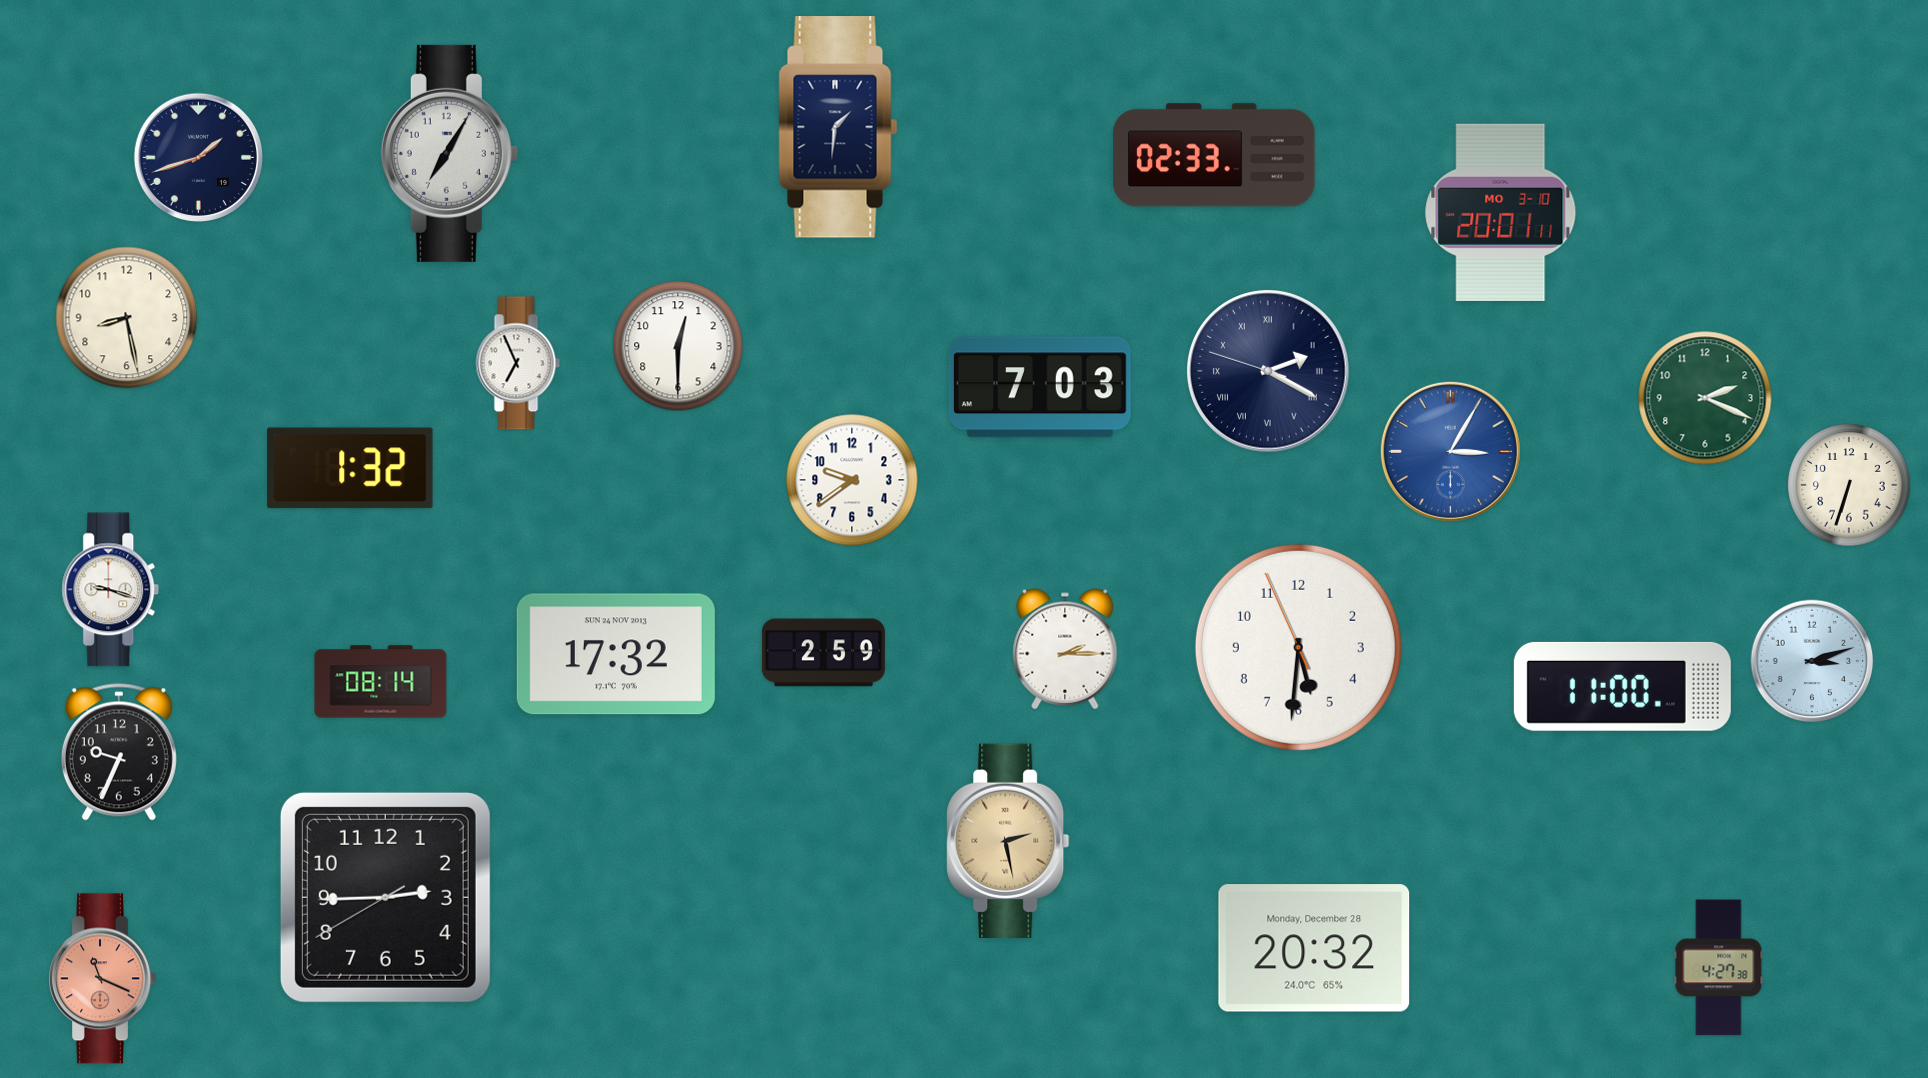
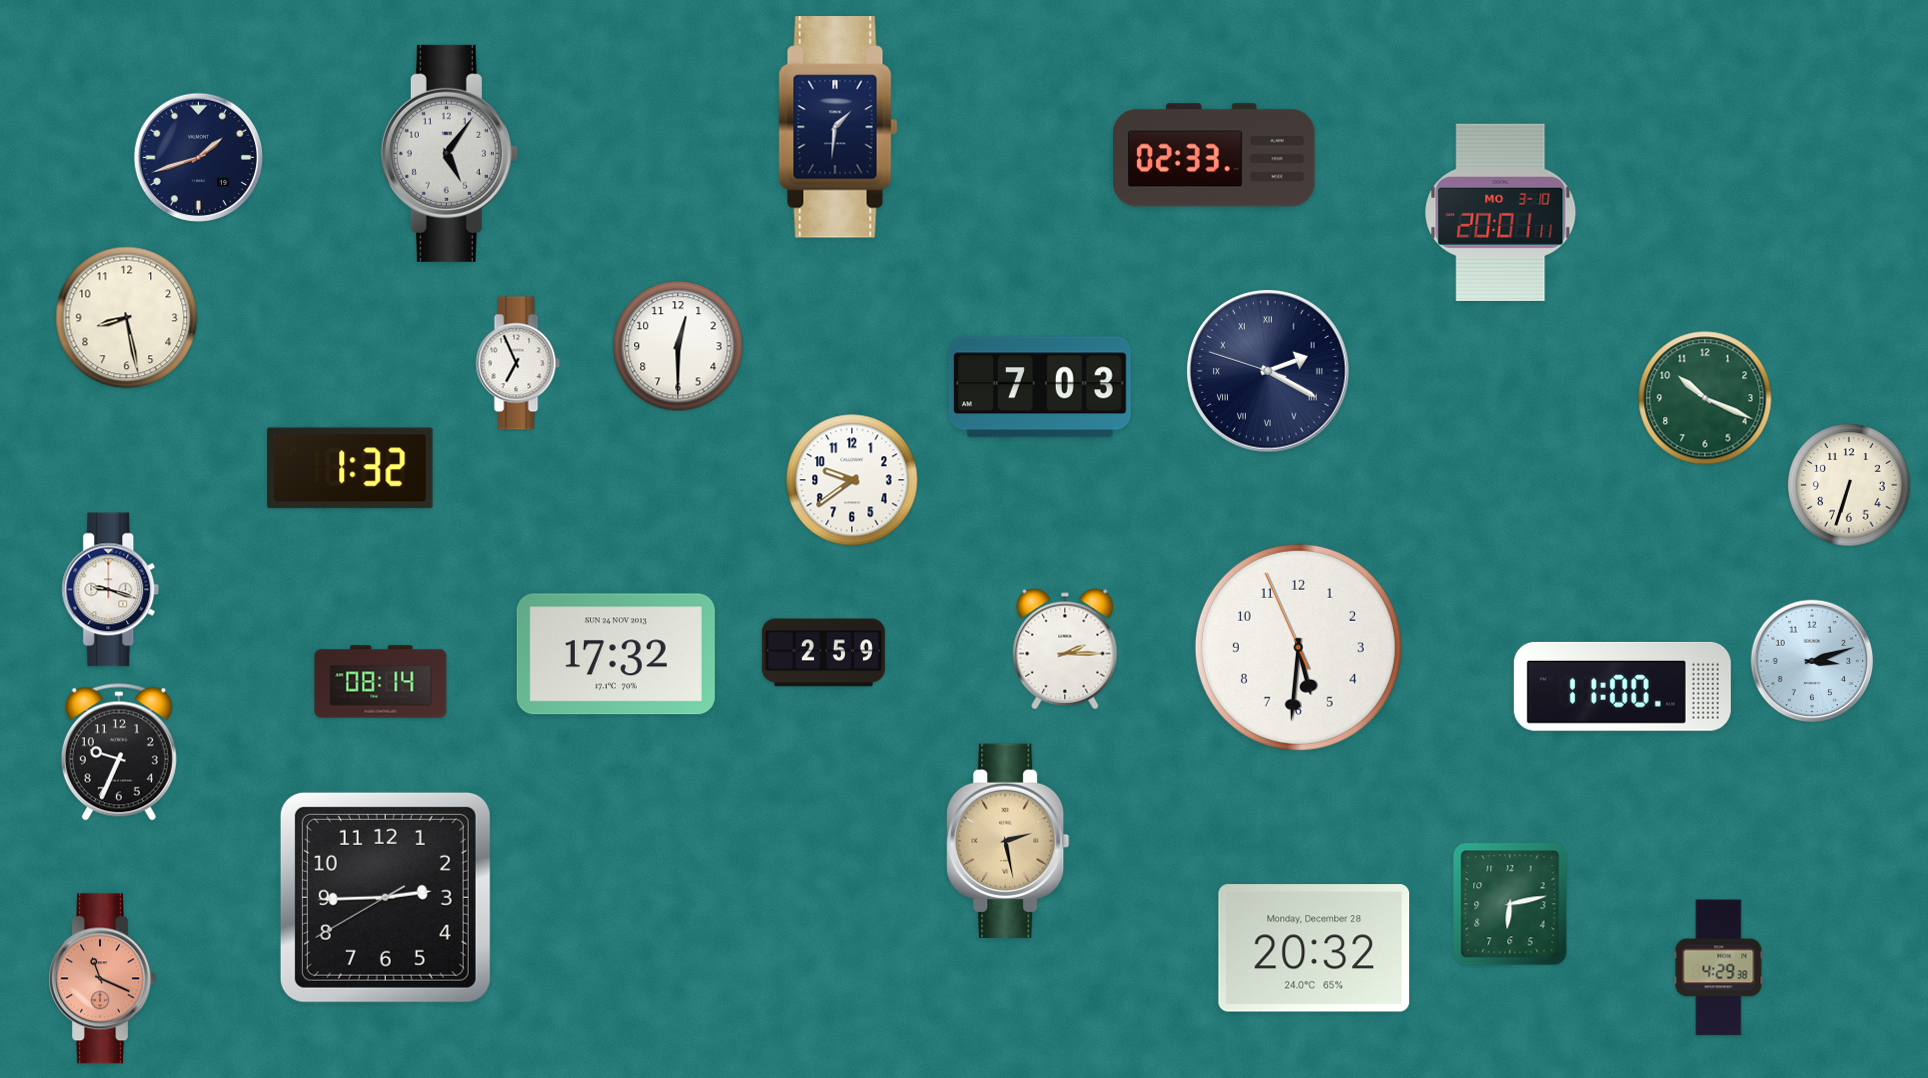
clock at (449, 153): 7:05 -> 5:06
clock at (1705, 398): 2:19 -> 10:19
clock at (1450, 451): 3:05 -> none
clock at (1510, 904): none -> 6:13
clock at (1719, 968): 4:27 -> 4:29
